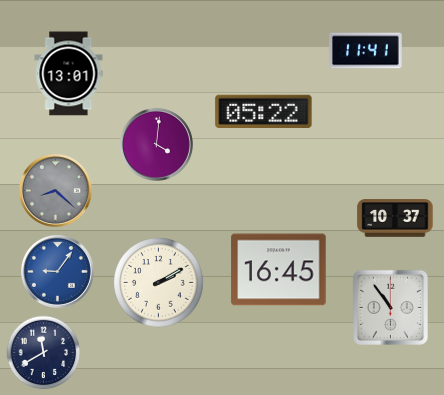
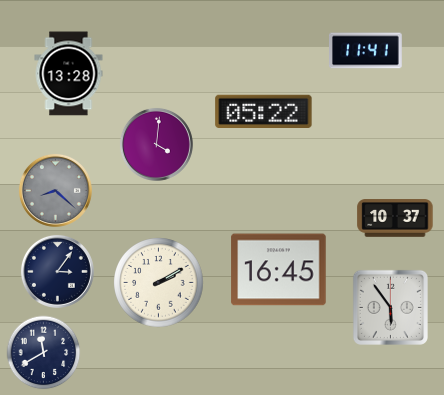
clock at (69, 74): 13:01 -> 13:28
clock at (57, 271): 9:06 -> 3:06
clock at (57, 271) dial: blue -> navy
clock at (390, 307): 10:54 -> 5:54
